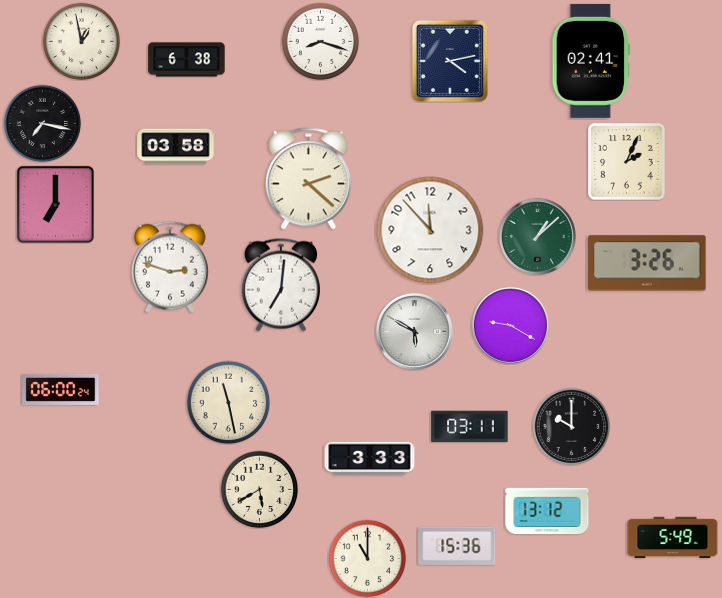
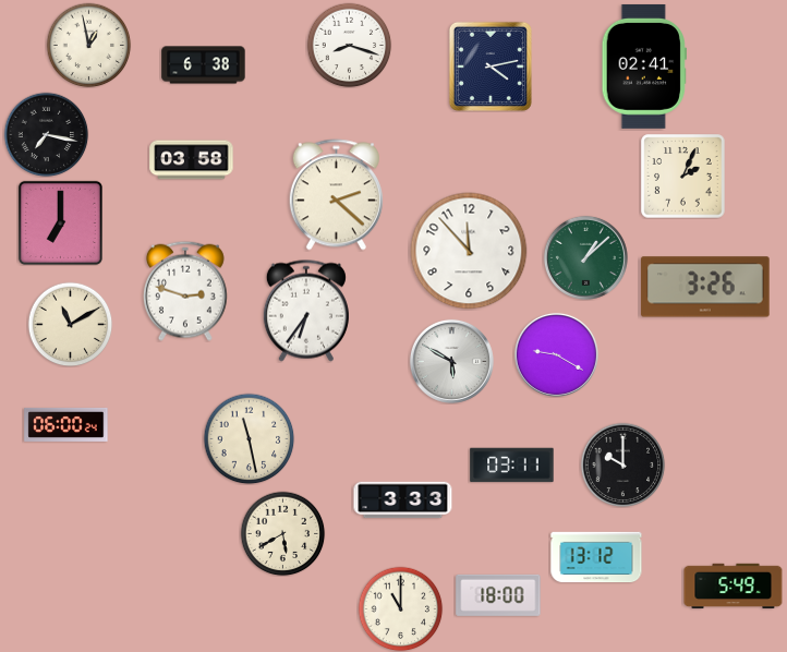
clock at (281, 285): 7:01 -> 6:36
clock at (70, 324): none -> 11:10
clock at (457, 546): 15:36 -> 18:00
